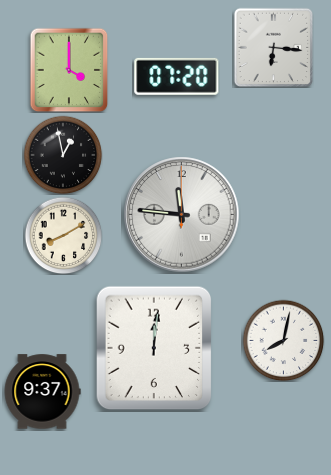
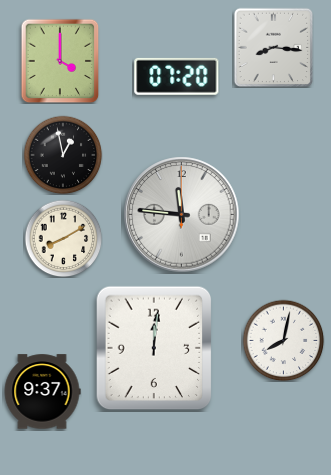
clock at (273, 47): 6:16 -> 8:16
clock at (69, 70) position: (69, 70) -> (60, 61)
clock at (63, 235) position: (63, 235) -> (63, 238)
